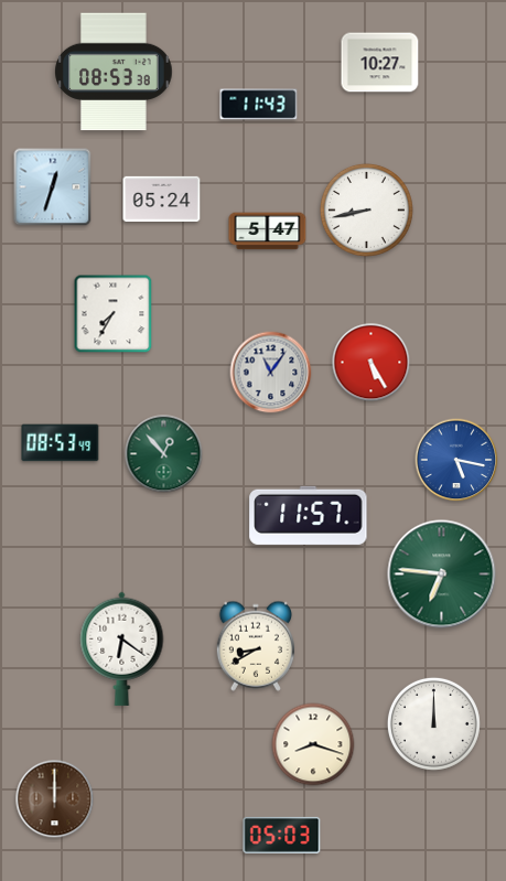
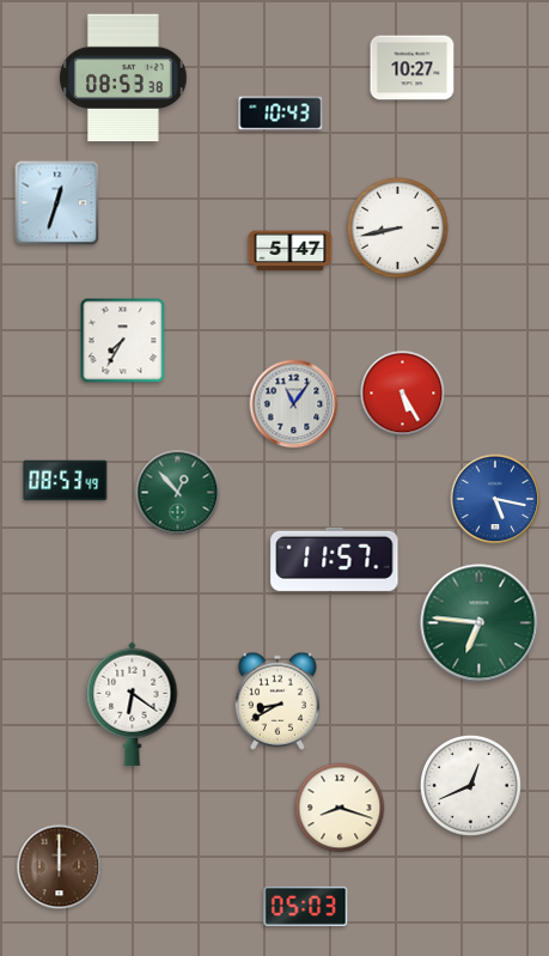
clock at (259, 105): 11:43 -> 10:43
clock at (162, 198): 05:24 -> none
clock at (433, 723): 12:00 -> 12:41
